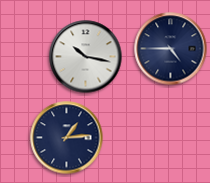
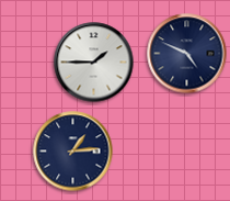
clock at (171, 49): 4:45 -> 4:49
clock at (86, 57): 10:17 -> 1:45
